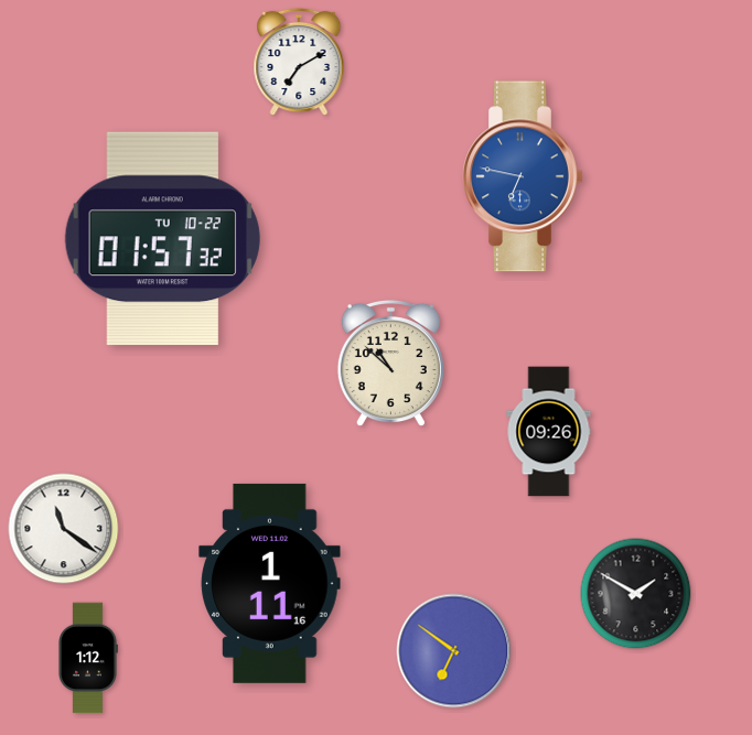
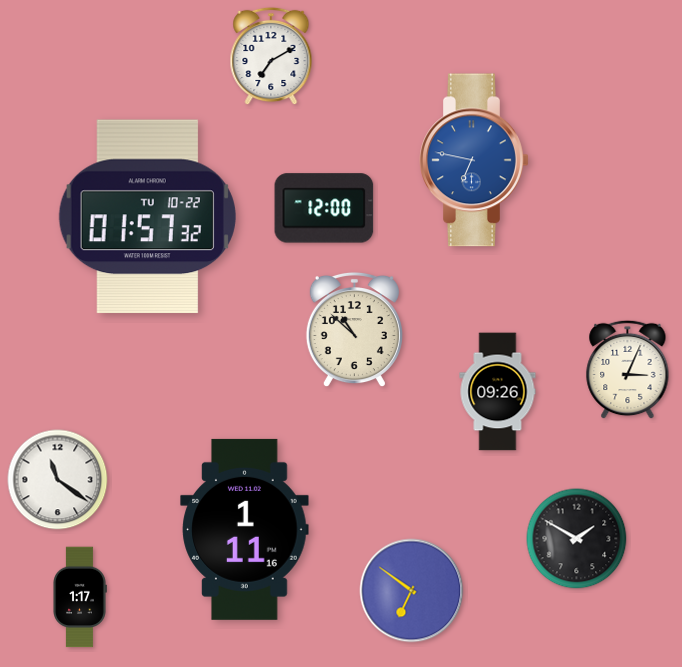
clock at (324, 208): none -> 12:00
clock at (628, 370): none -> 3:04
clock at (88, 658): 1:12 -> 1:17
